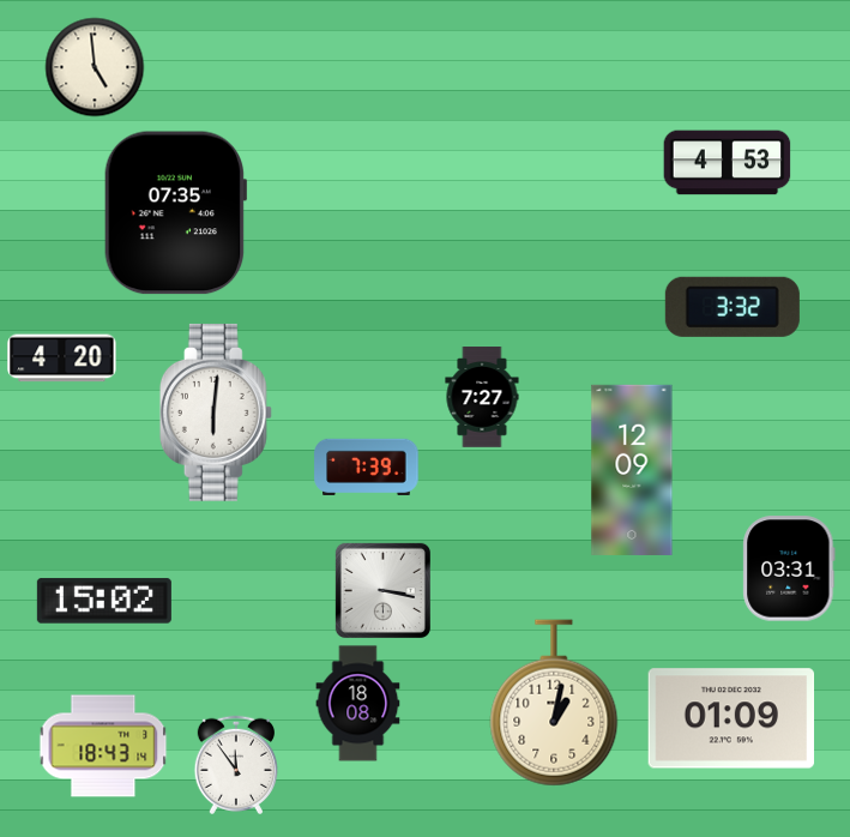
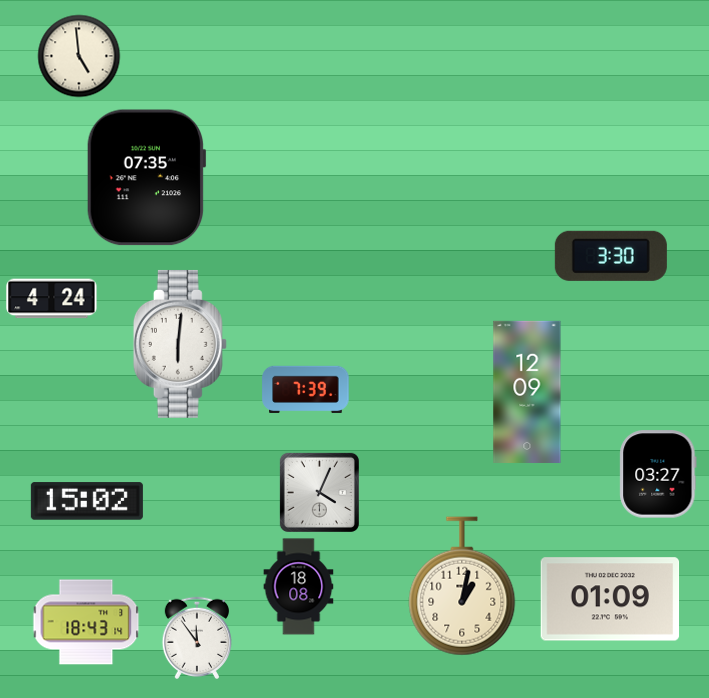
clock at (728, 163): 4:53 -> none
clock at (733, 307): 3:32 -> 3:30
clock at (62, 359): 4:20 -> 4:24
clock at (482, 397): 7:27 -> none
clock at (789, 568): 03:31 -> 03:27
clock at (382, 590): 3:17 -> 4:04
